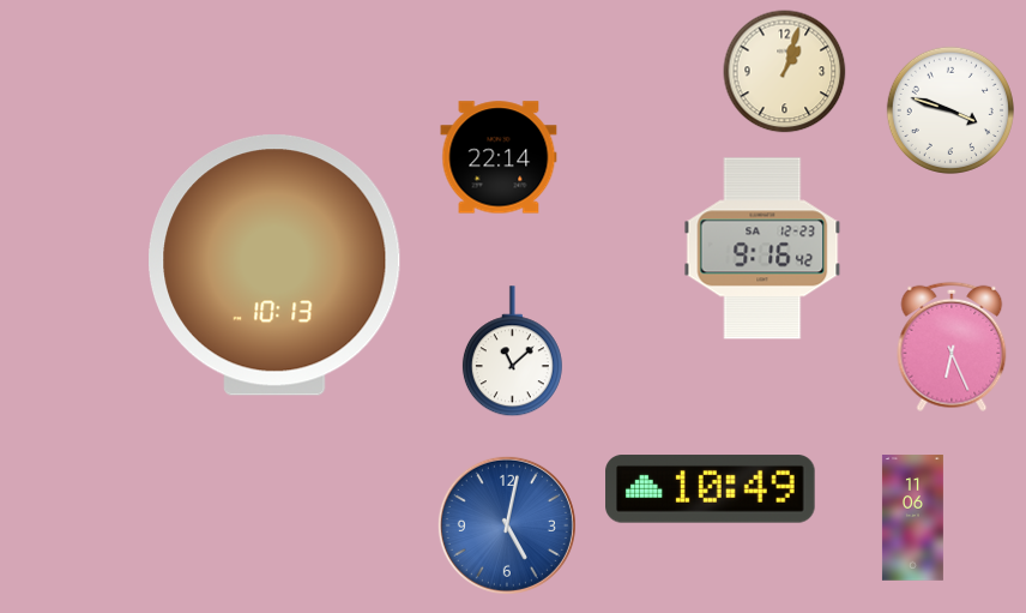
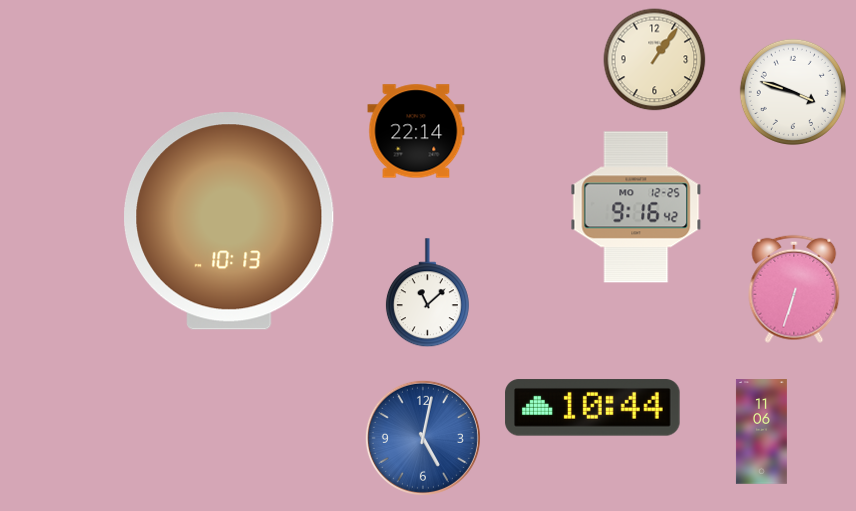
clock at (785, 72): 1:03 -> 1:06
clock at (762, 248) date: SA 12-23 -> MO 12-25
clock at (952, 347): 6:26 -> 6:33
clock at (711, 489): 10:49 -> 10:44
